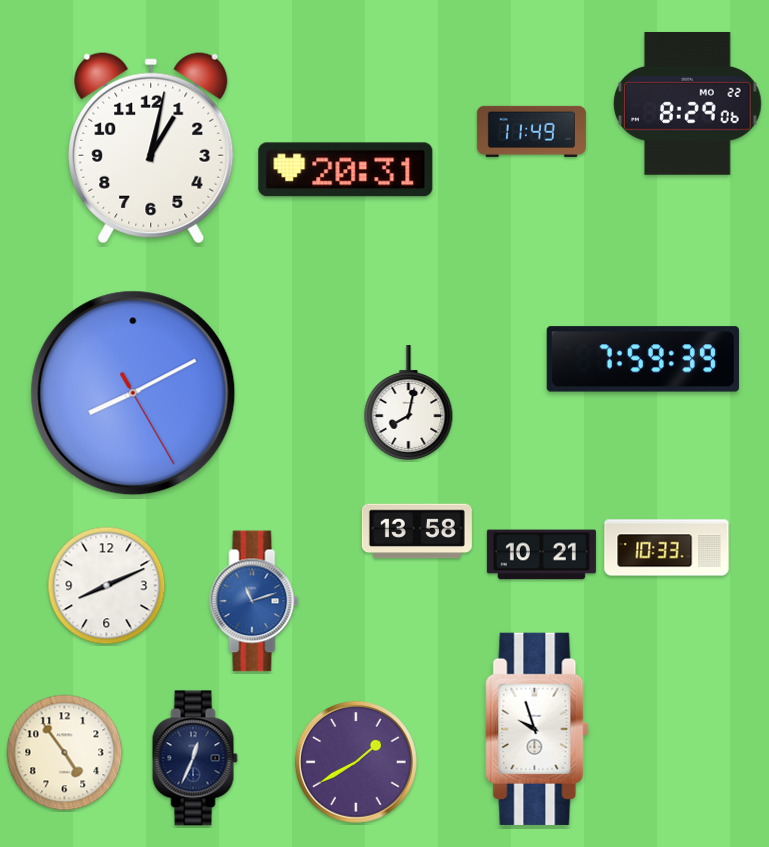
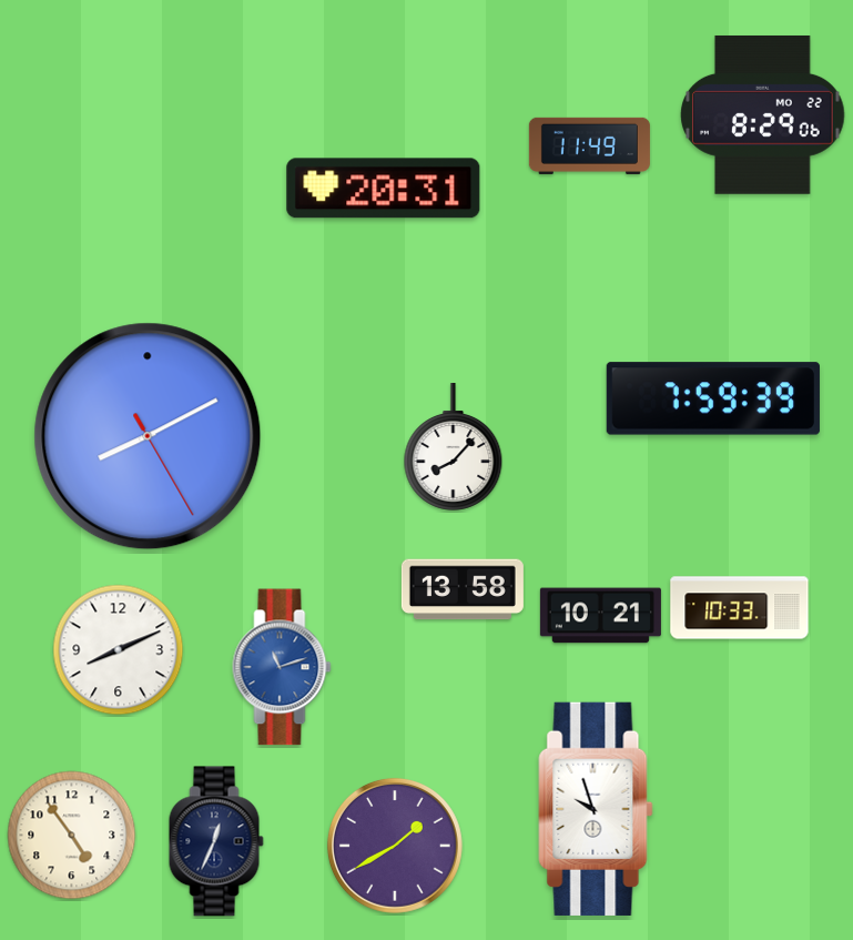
clock at (151, 148): 1:02 -> none
clock at (409, 403): 8:02 -> 8:07
